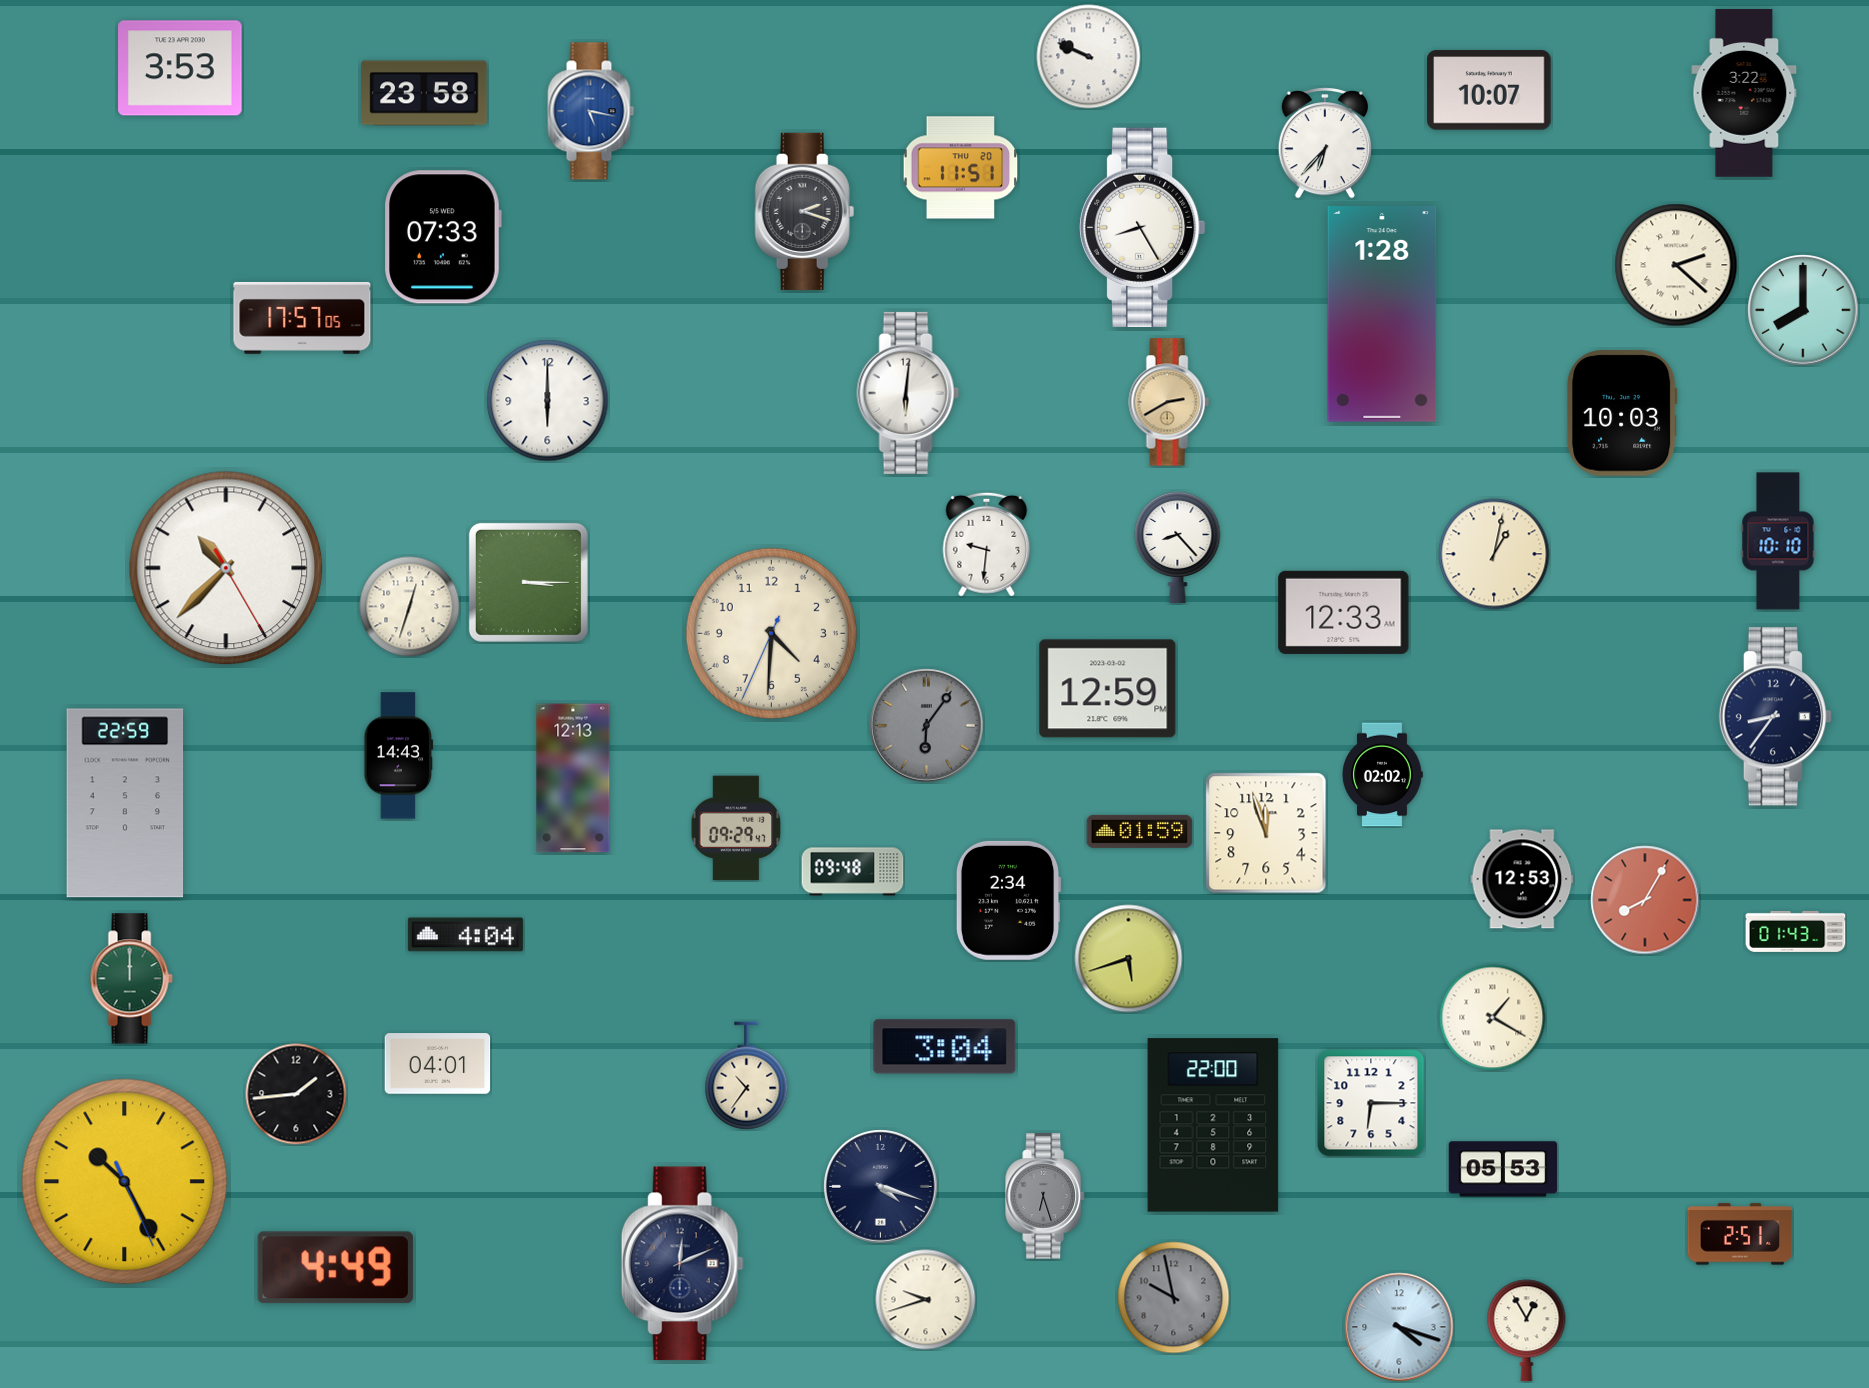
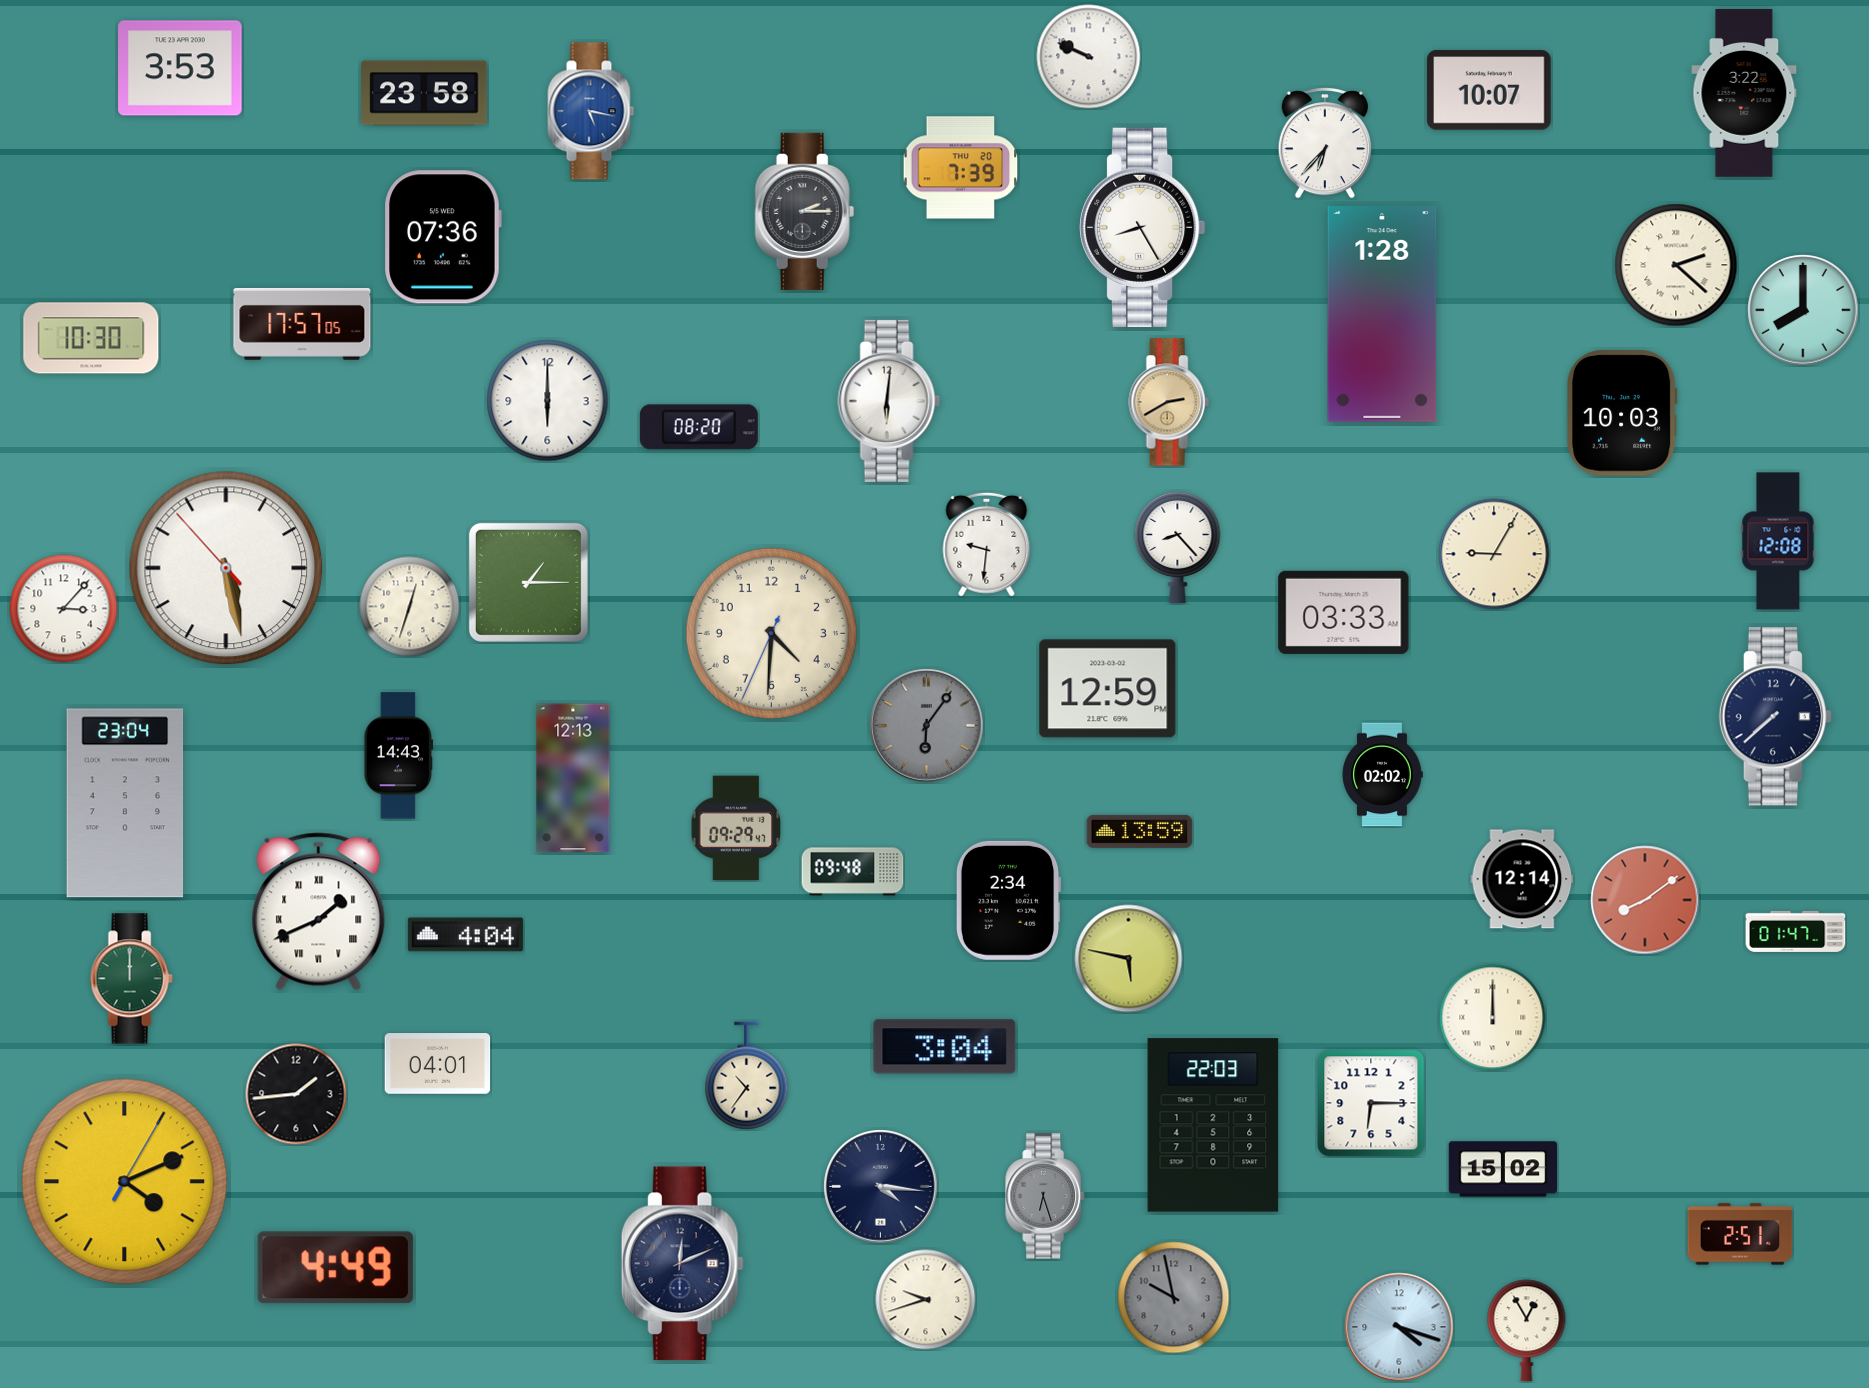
clock at (961, 168): 11:51 -> 7:39
clock at (805, 211): 2:18 -> 2:15
clock at (443, 237): 07:33 -> 07:36
clock at (302, 318) position: (302, 318) -> (302, 324)
clock at (91, 338): none -> 10:30
clock at (908, 393) position: (908, 393) -> (889, 401)
clock at (699, 427): none -> 08:20
clock at (1778, 541): 10:10 -> 12:08
clock at (1494, 554): 1:02 -> 9:05
clock at (226, 568): 10:37 -> 5:27
clock at (528, 582): 3:15 -> 1:15
clock at (64, 609): none -> 3:07
clock at (1344, 612): 12:33 -> 03:33
clock at (1775, 717): 8:36 -> 7:38
clock at (125, 803): 22:59 -> 23:04
clock at (1140, 831): 01:59 -> 13:59
clock at (1266, 833): 11:57 -> none
clock at (1522, 879): 12:53 -> 12:14
clock at (1645, 900): 8:05 -> 8:09
clock at (319, 912): none -> 1:41
clock at (1796, 931): 01:43 -> 01:47
clock at (1129, 959): 5:42 -> 5:47
clock at (1493, 1018): 1:20 -> 12:00
clock at (1213, 1125): 22:00 -> 22:03
clock at (1503, 1169): 05:53 -> 15:02
clock at (125, 1182): 10:25 -> 4:11
clock at (881, 1187): 4:18 -> 4:16
